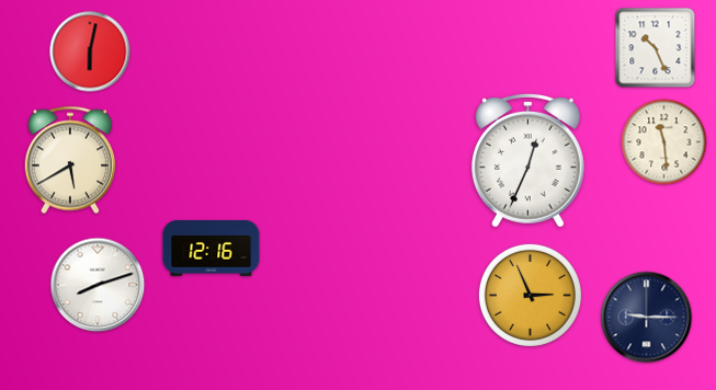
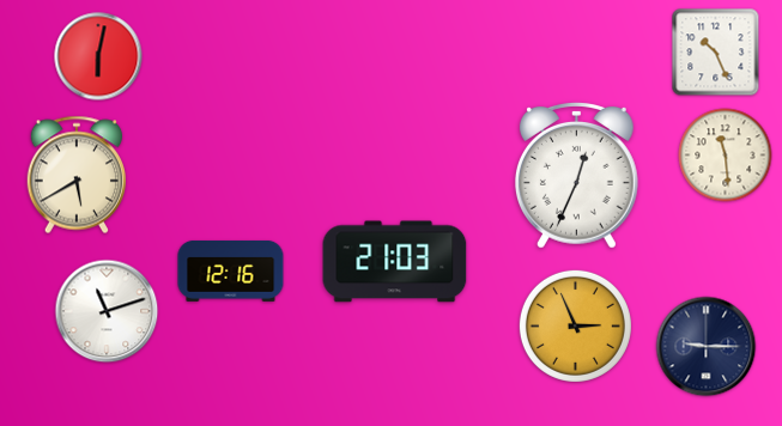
clock at (395, 262): none -> 21:03
clock at (98, 285): 8:12 -> 11:12
clock at (530, 295) position: (530, 295) -> (575, 325)
